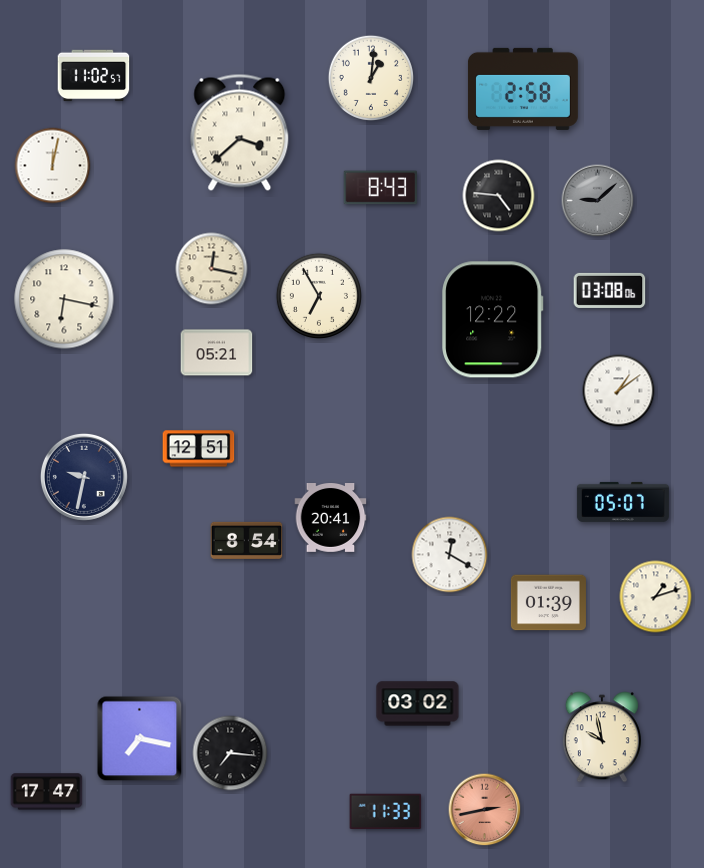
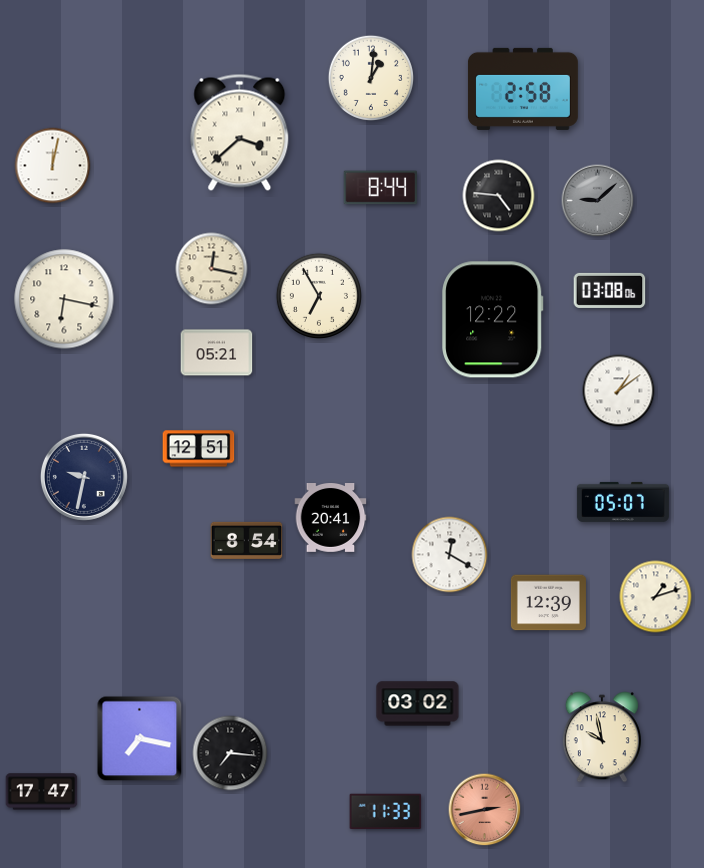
clock at (94, 76): 11:02 -> none
clock at (380, 188): 8:43 -> 8:44
clock at (548, 603): 01:39 -> 12:39
clock at (47, 792) position: (47, 792) -> (42, 792)
